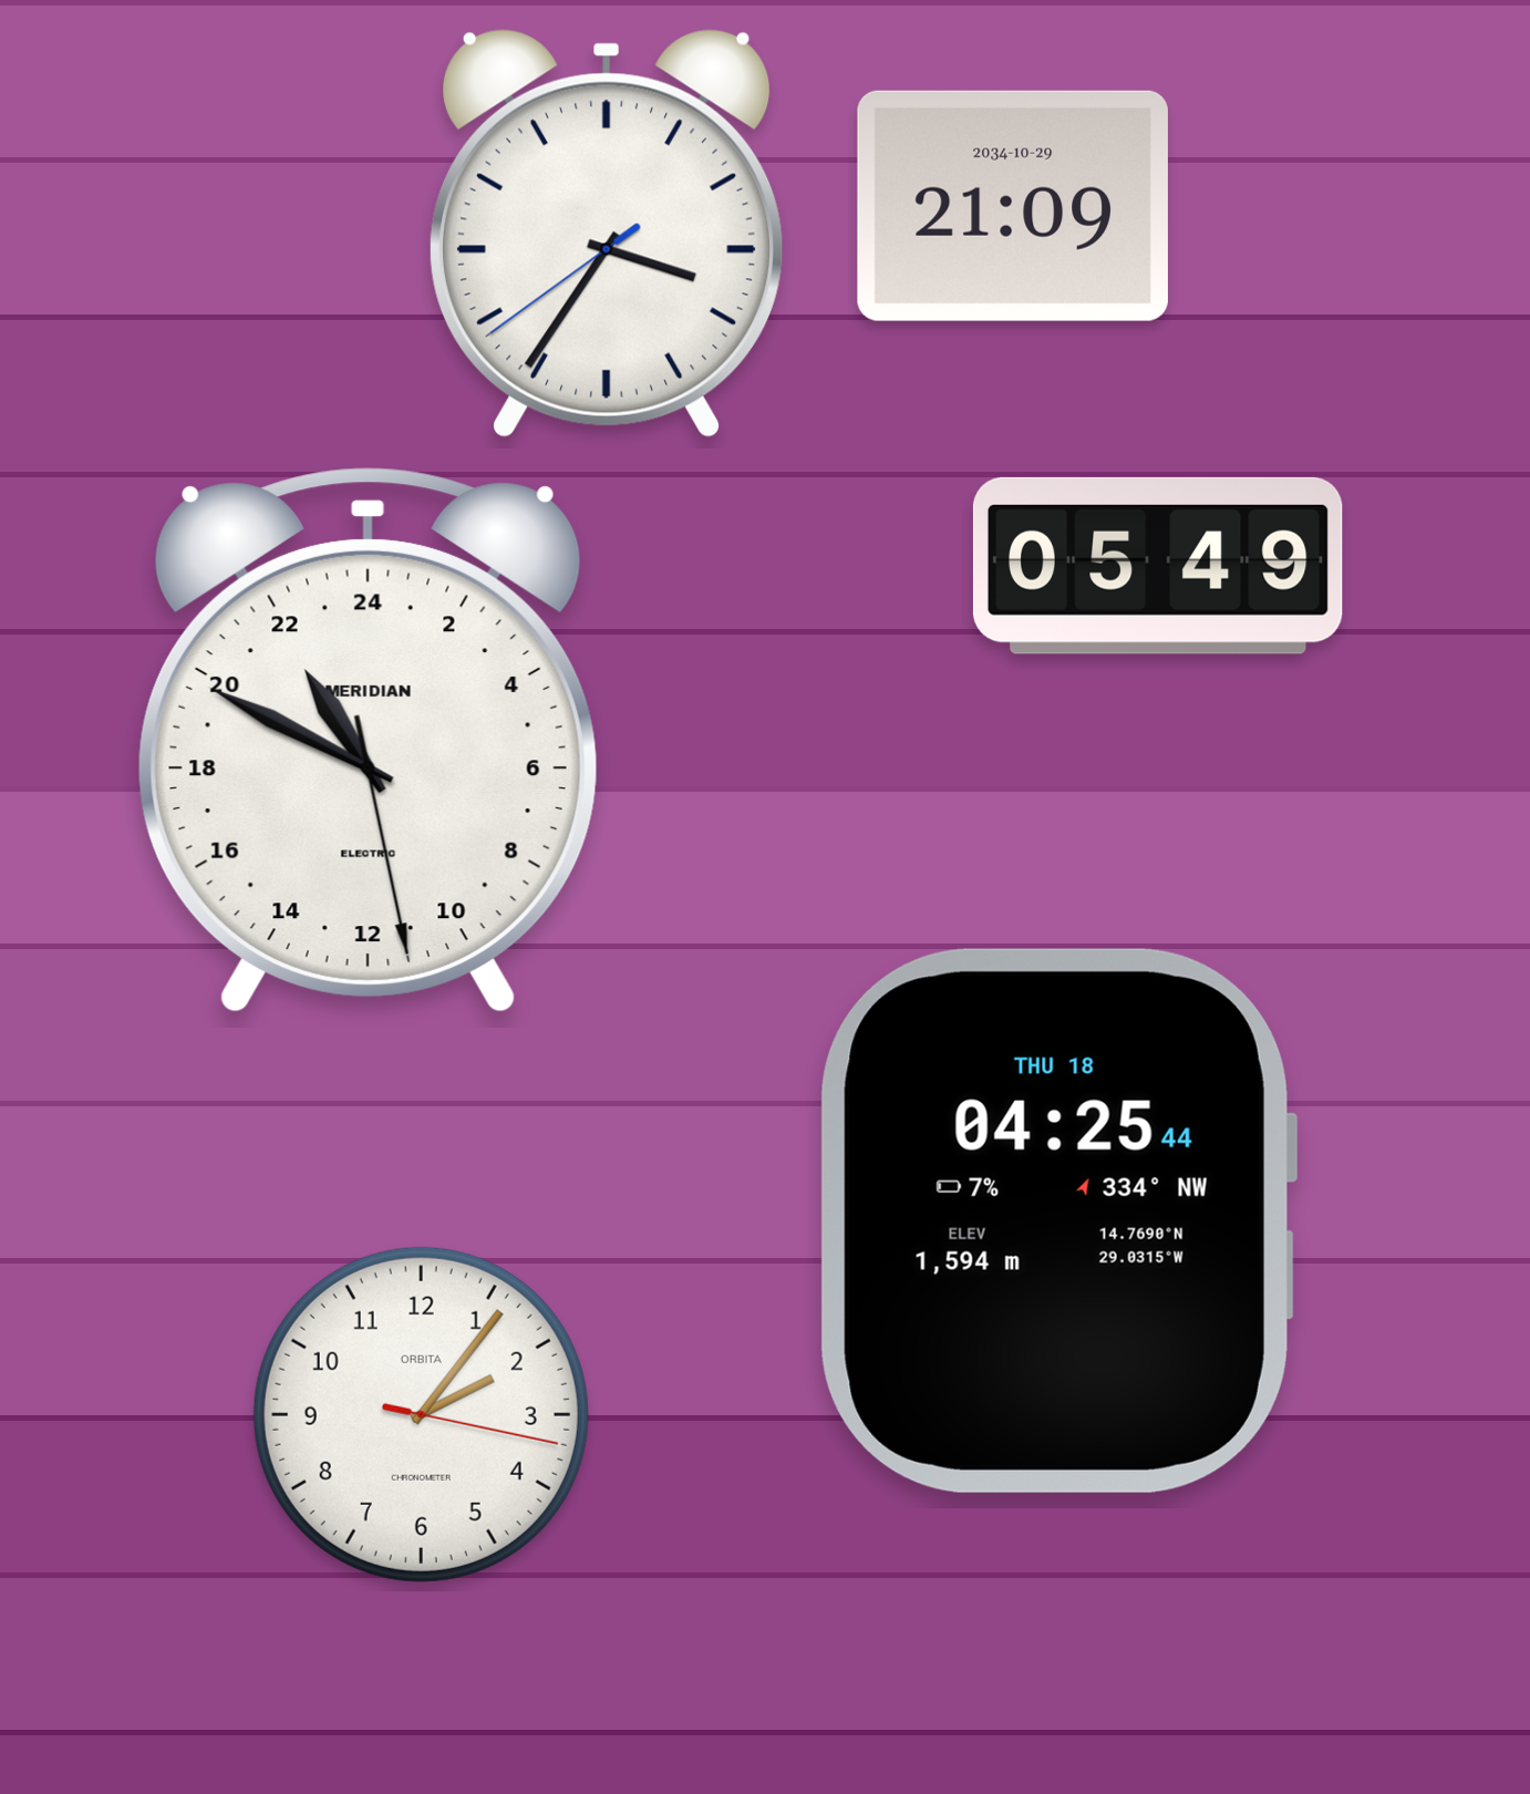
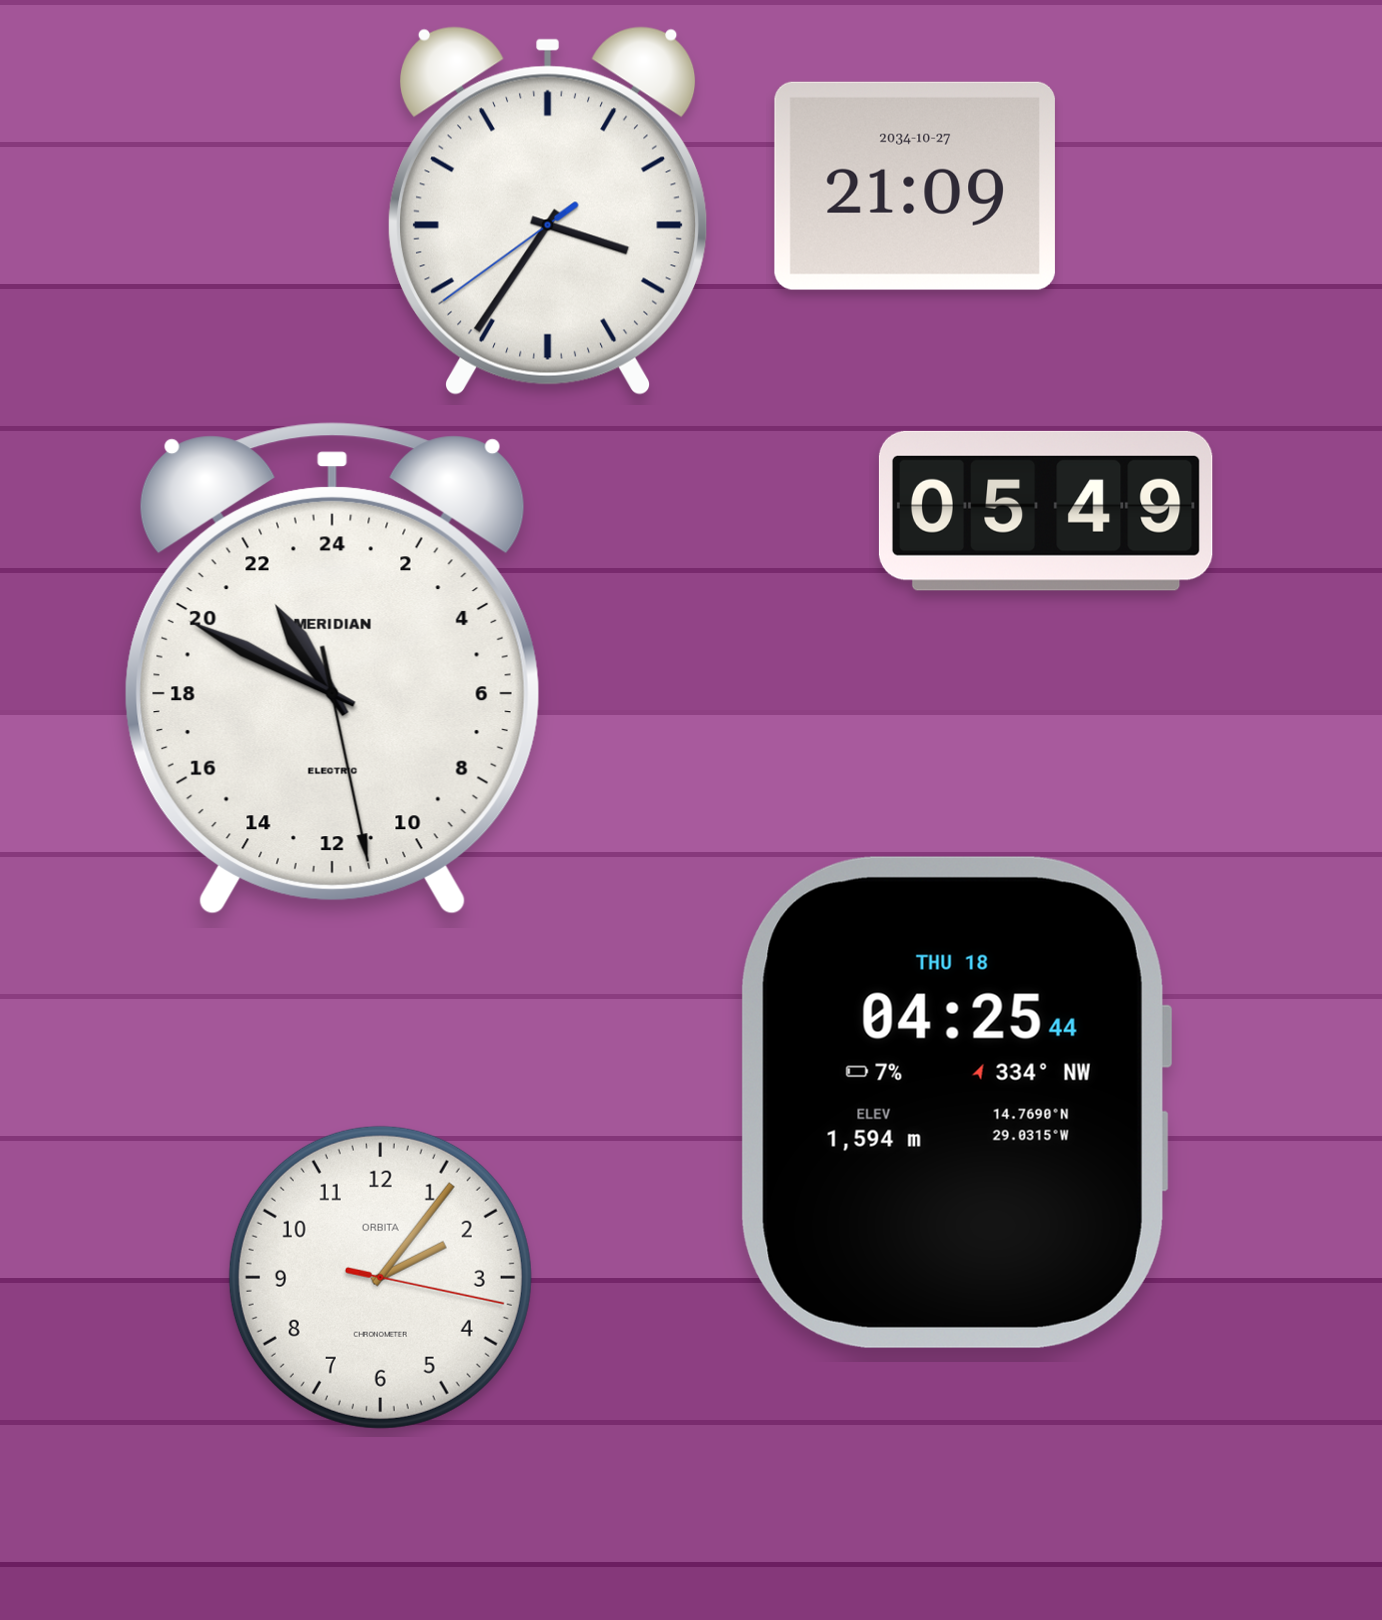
clock at (1013, 206) date: 2034-10-29 -> 2034-10-27
